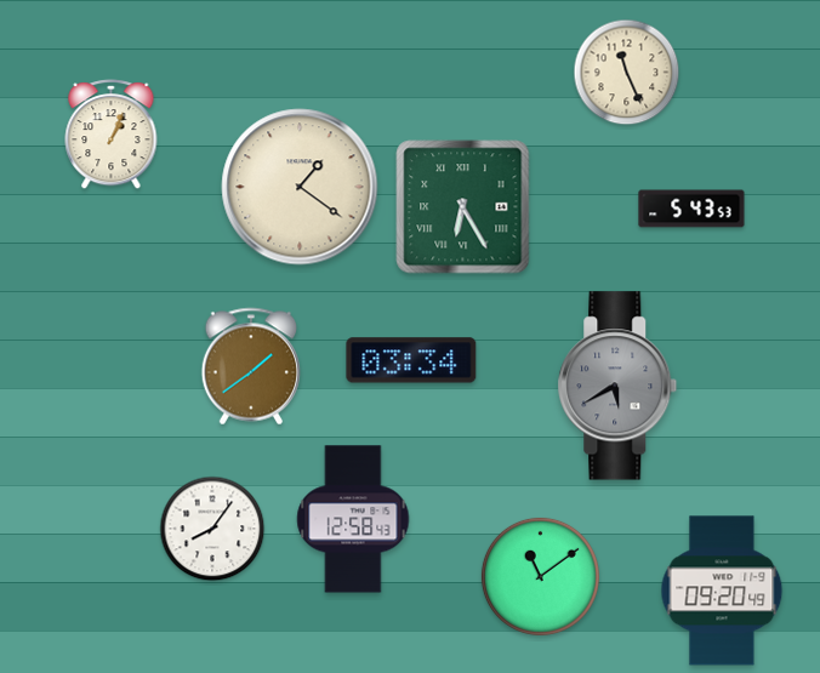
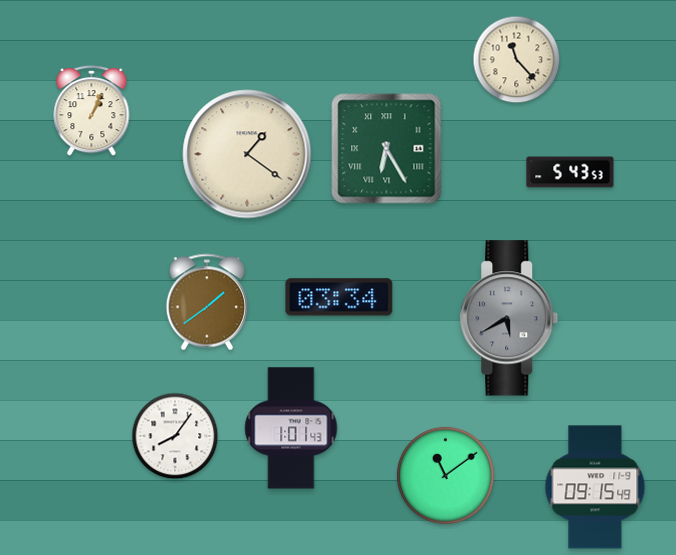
clock at (627, 73): 11:26 -> 11:23
clock at (463, 207) position: (463, 207) -> (387, 149)
clock at (353, 519): 12:58 -> 1:01
clock at (722, 591): 09:20 -> 09:15
